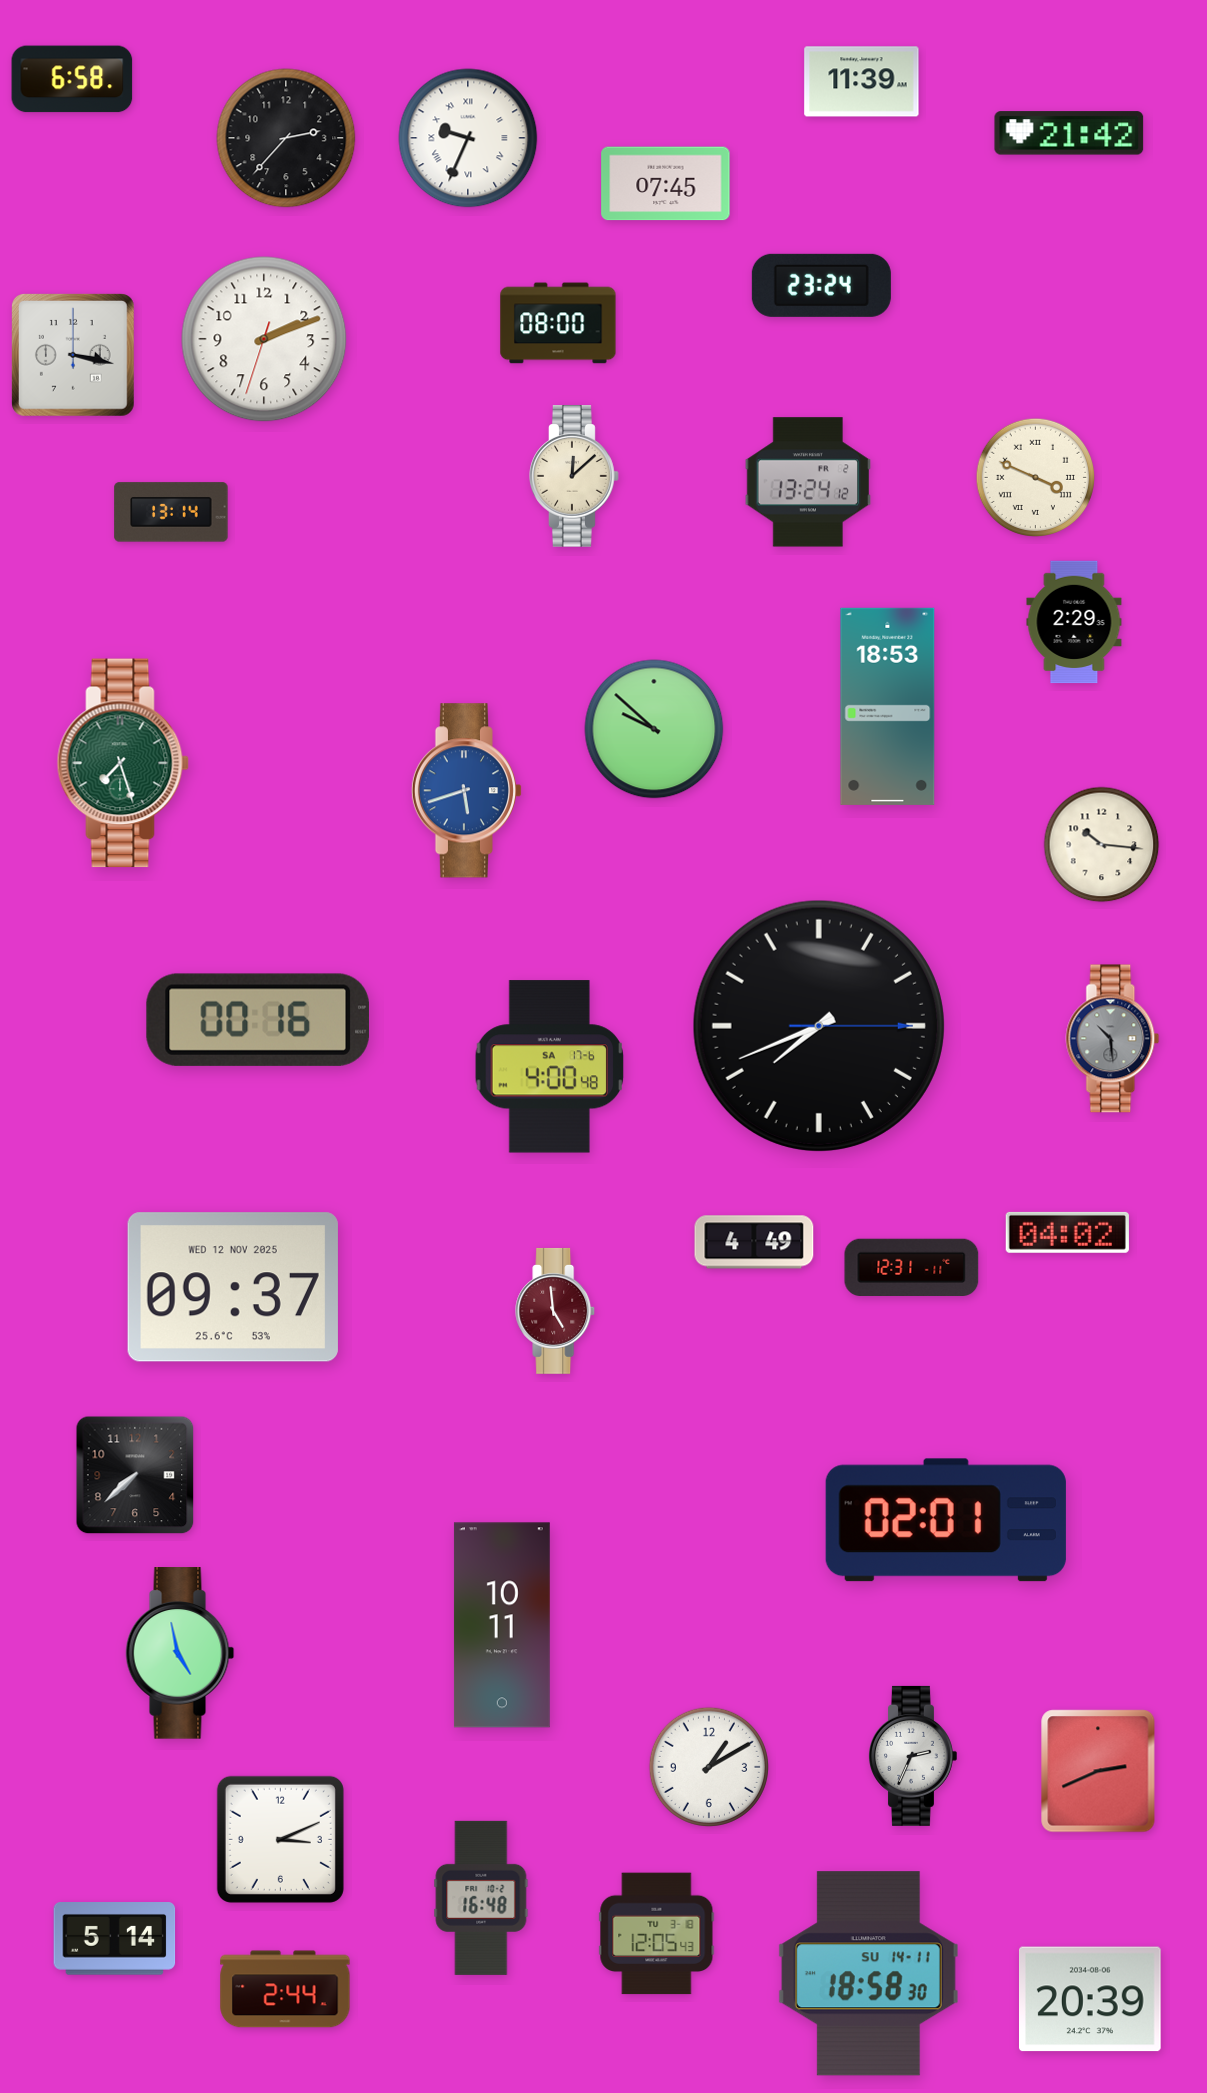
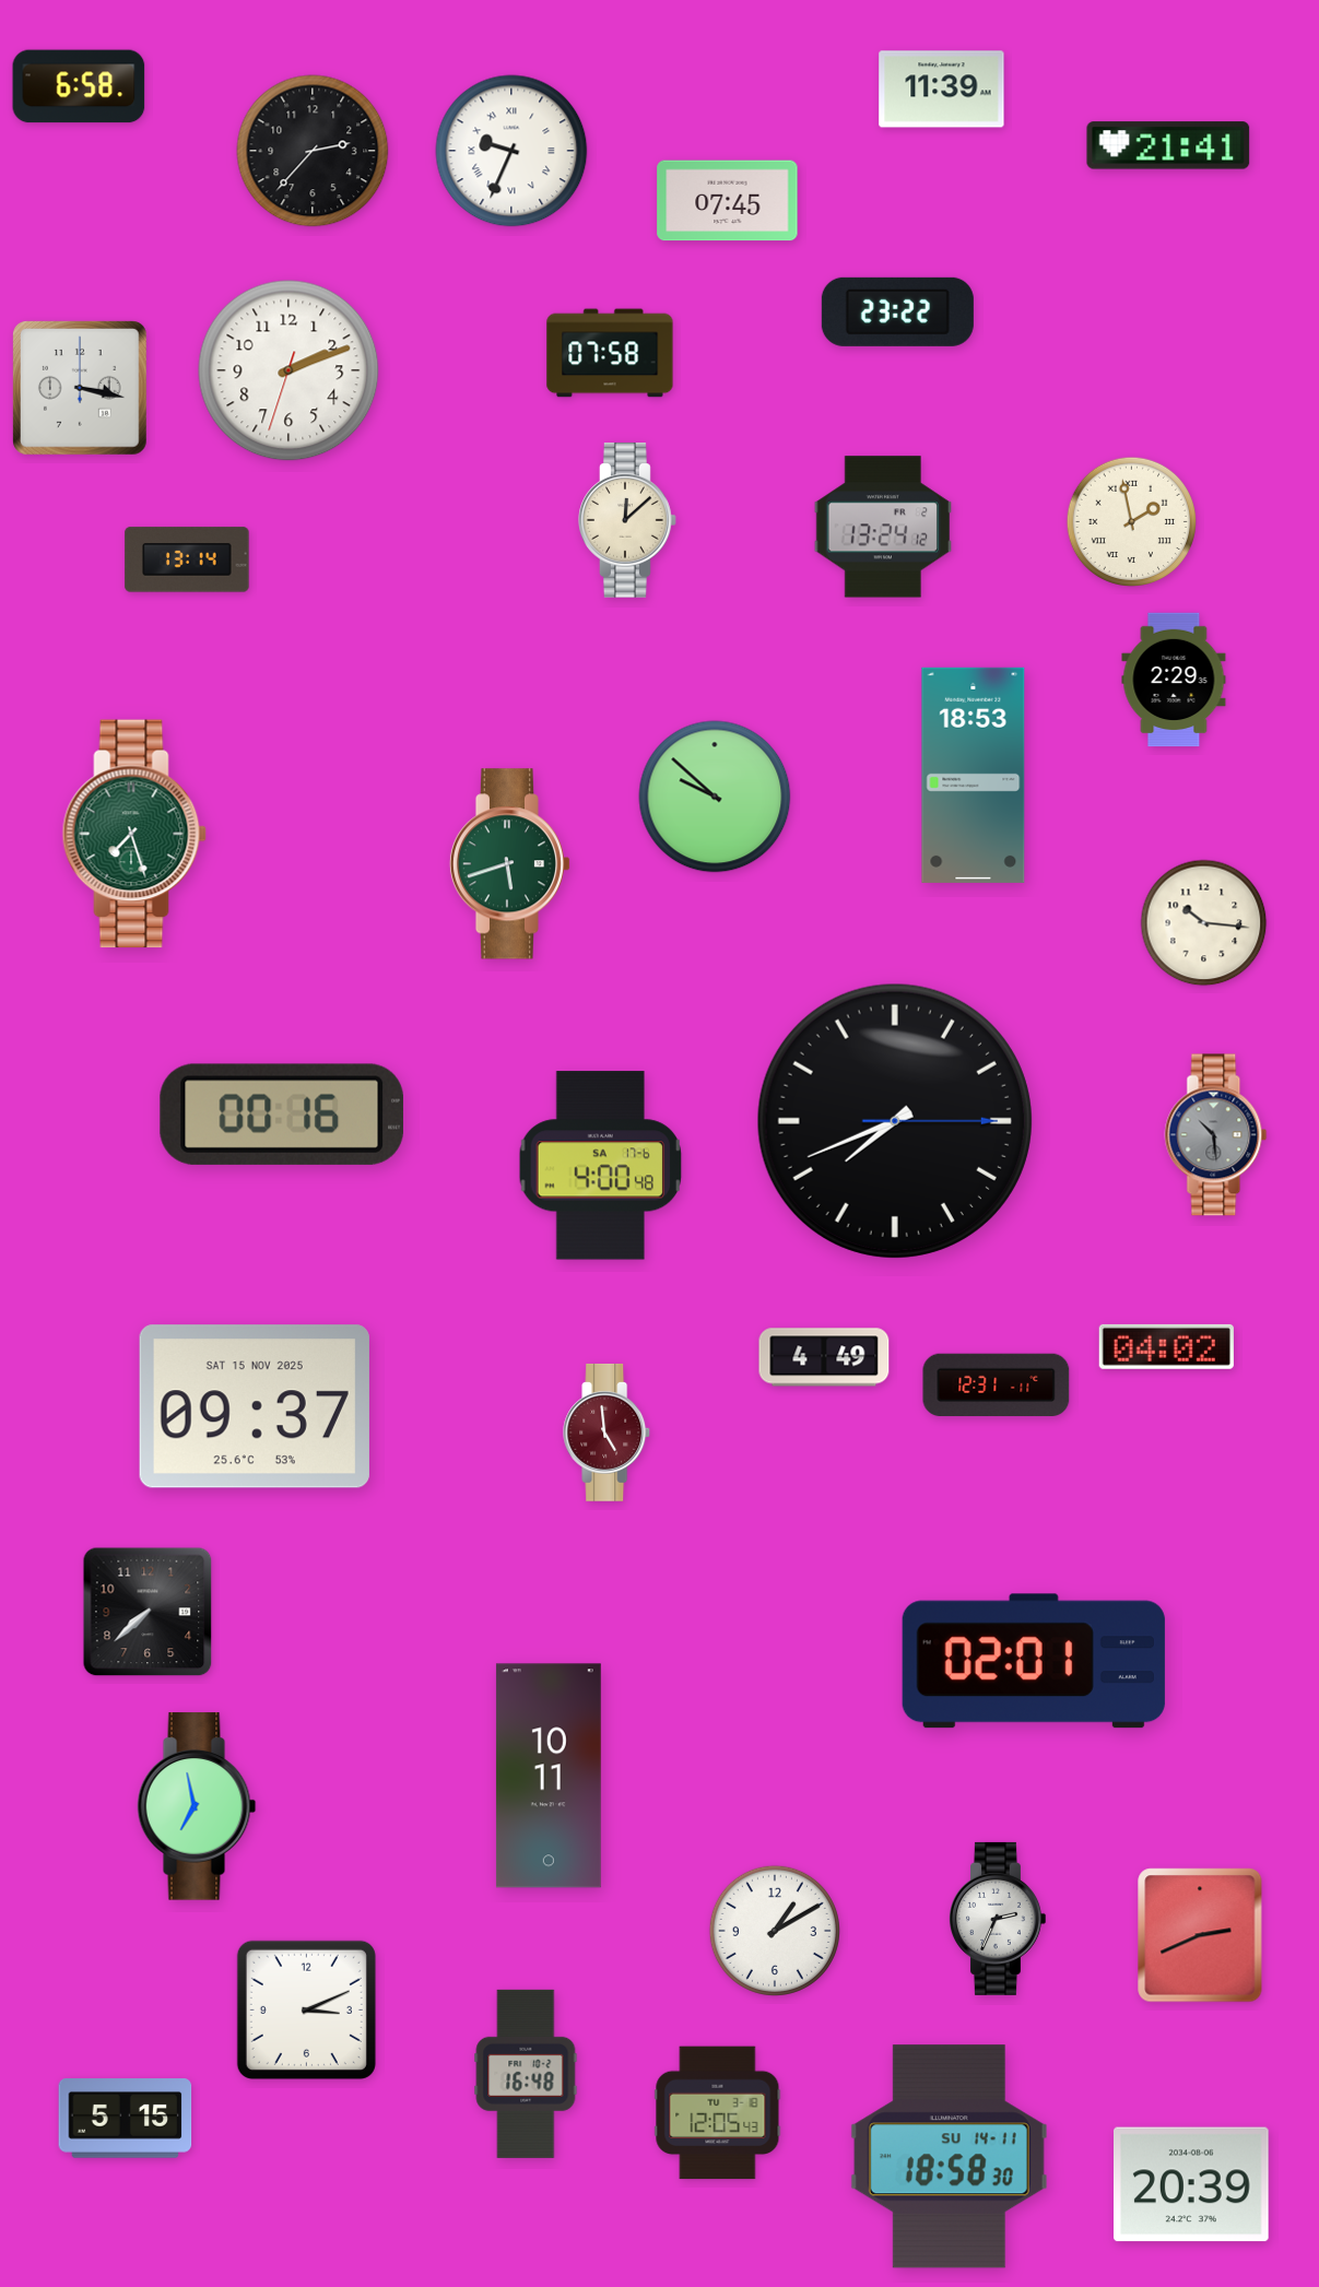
clock at (1069, 133): 21:42 -> 21:41
clock at (821, 285): 23:24 -> 23:22
clock at (558, 323): 08:00 -> 07:58
clock at (1035, 477): 3:49 -> 1:58
clock at (888, 706) position: (888, 706) -> (974, 775)
clock at (467, 791) dial: blue -> green
clock at (233, 1287) date: WED 12 NOV 2025 -> SAT 15 NOV 2025
clock at (180, 1653): 4:58 -> 6:58
clock at (115, 1939): 5:14 -> 5:15
clock at (285, 1989): 2:44 -> none
